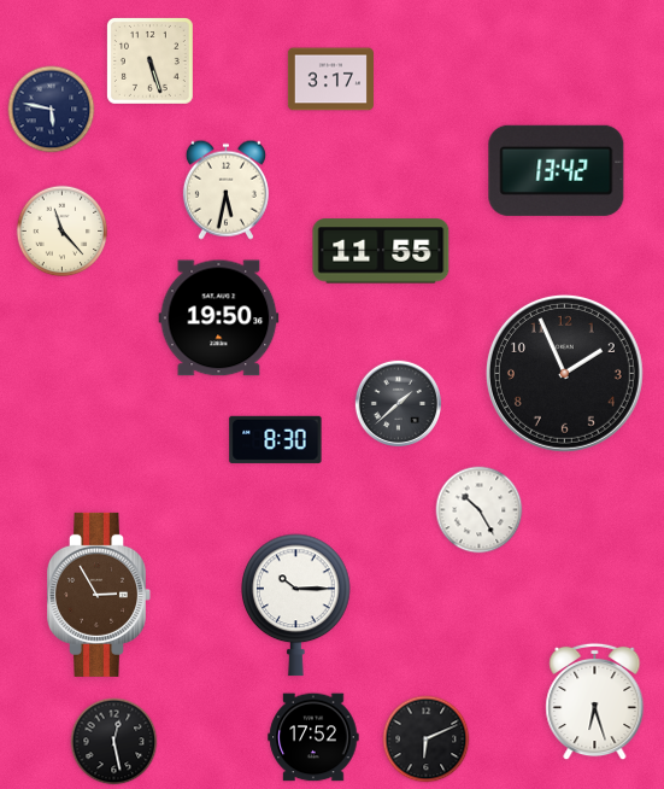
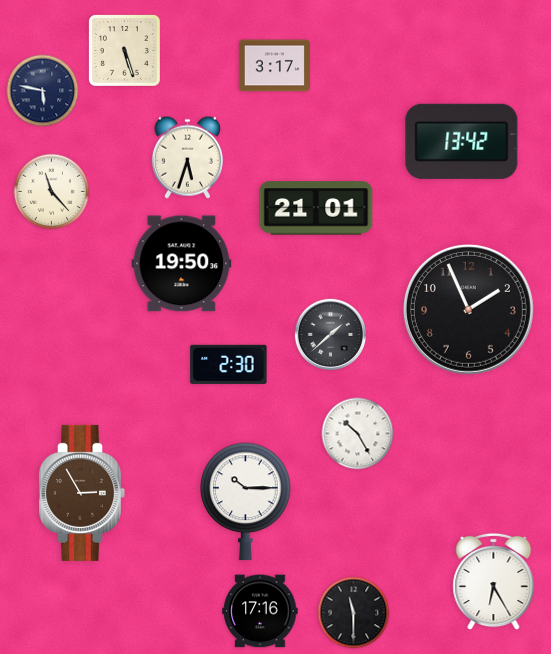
clock at (225, 189): 5:32 -> 5:33
clock at (381, 251): 11:55 -> 21:01
clock at (276, 439): 8:30 -> 2:30
clock at (480, 510) position: (480, 510) -> (358, 434)
clock at (595, 702): 6:27 -> 6:25
clock at (313, 737): 17:52 -> 17:16
clock at (427, 740): 6:11 -> 11:30
clock at (114, 742): 12:28 -> none
